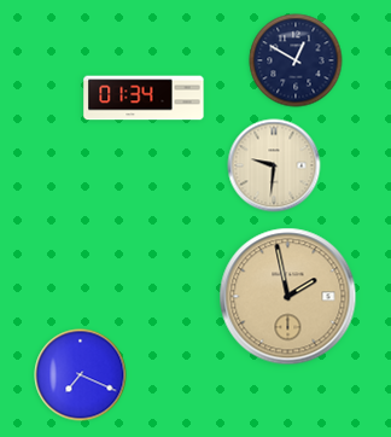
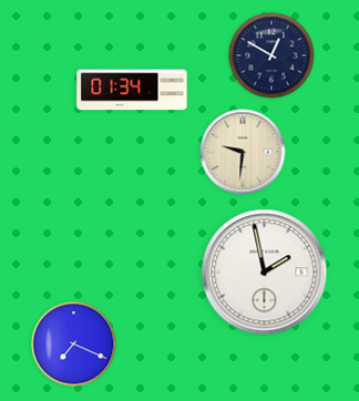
clock at (274, 165) position: (274, 165) -> (243, 152)
clock at (288, 297) dial: champagne -> white
